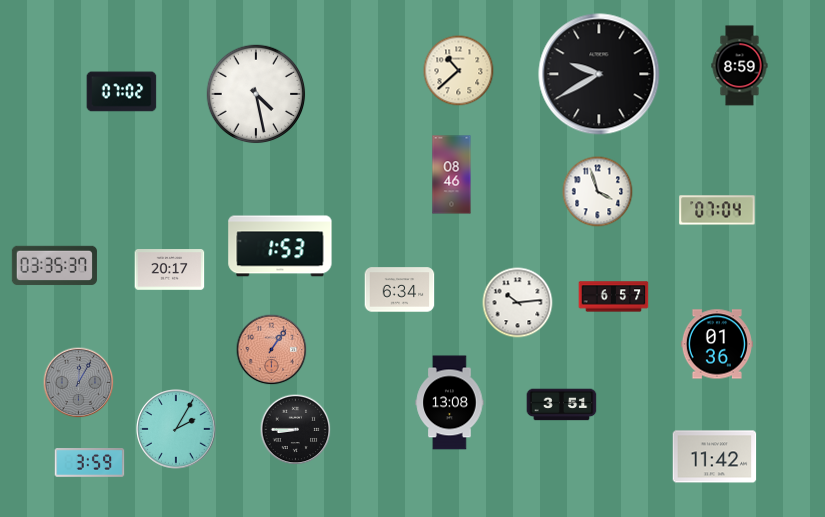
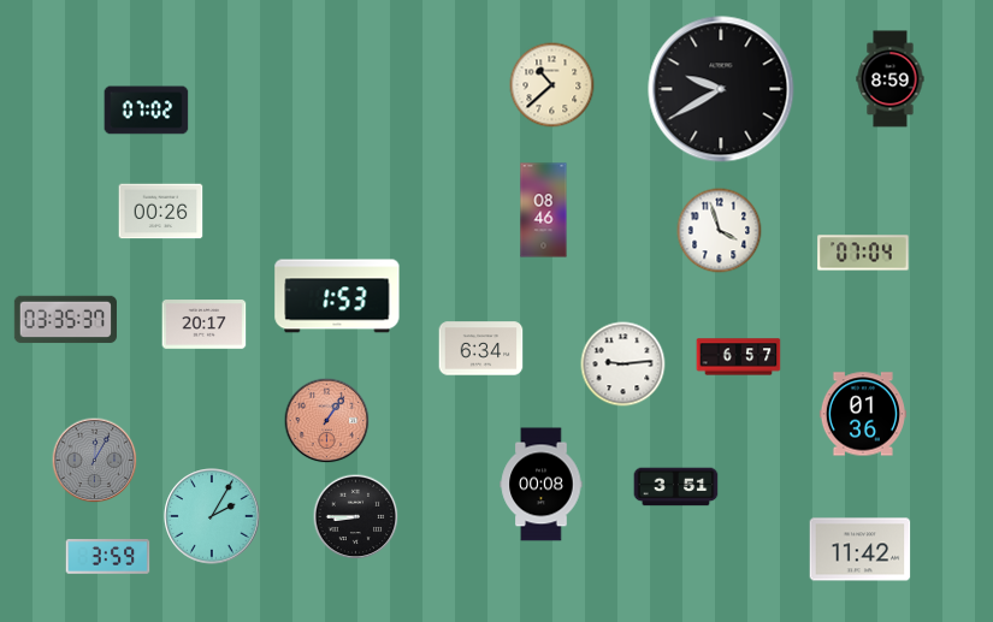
clock at (256, 94): 4:28 -> none
clock at (161, 212): none -> 00:26
clock at (518, 303): 10:14 -> 9:14
clock at (450, 403): 13:08 -> 00:08
